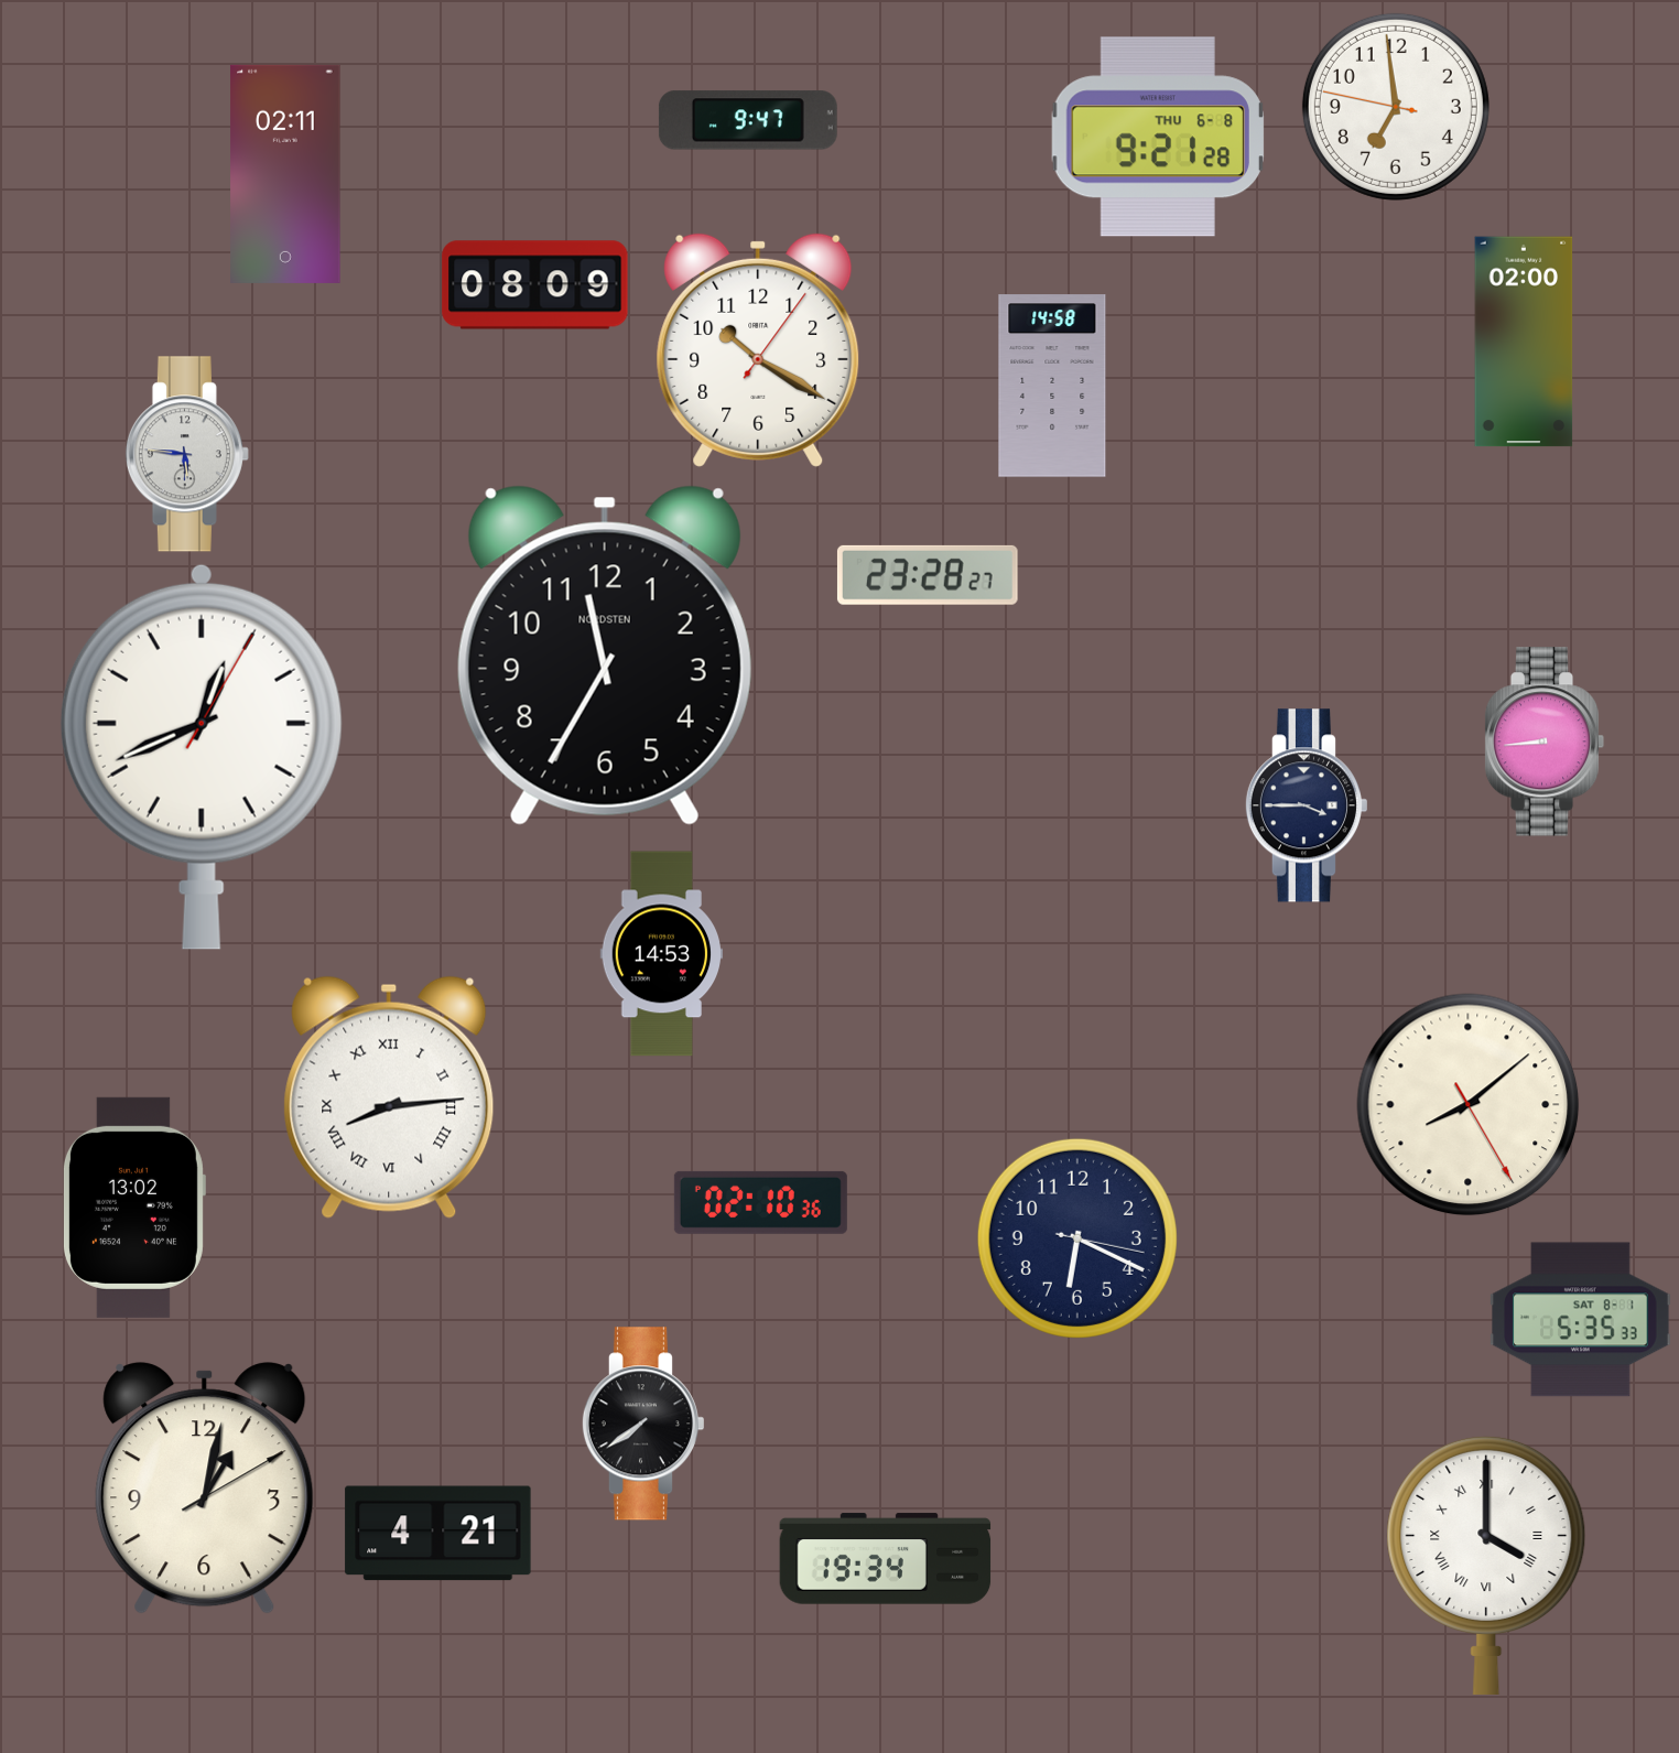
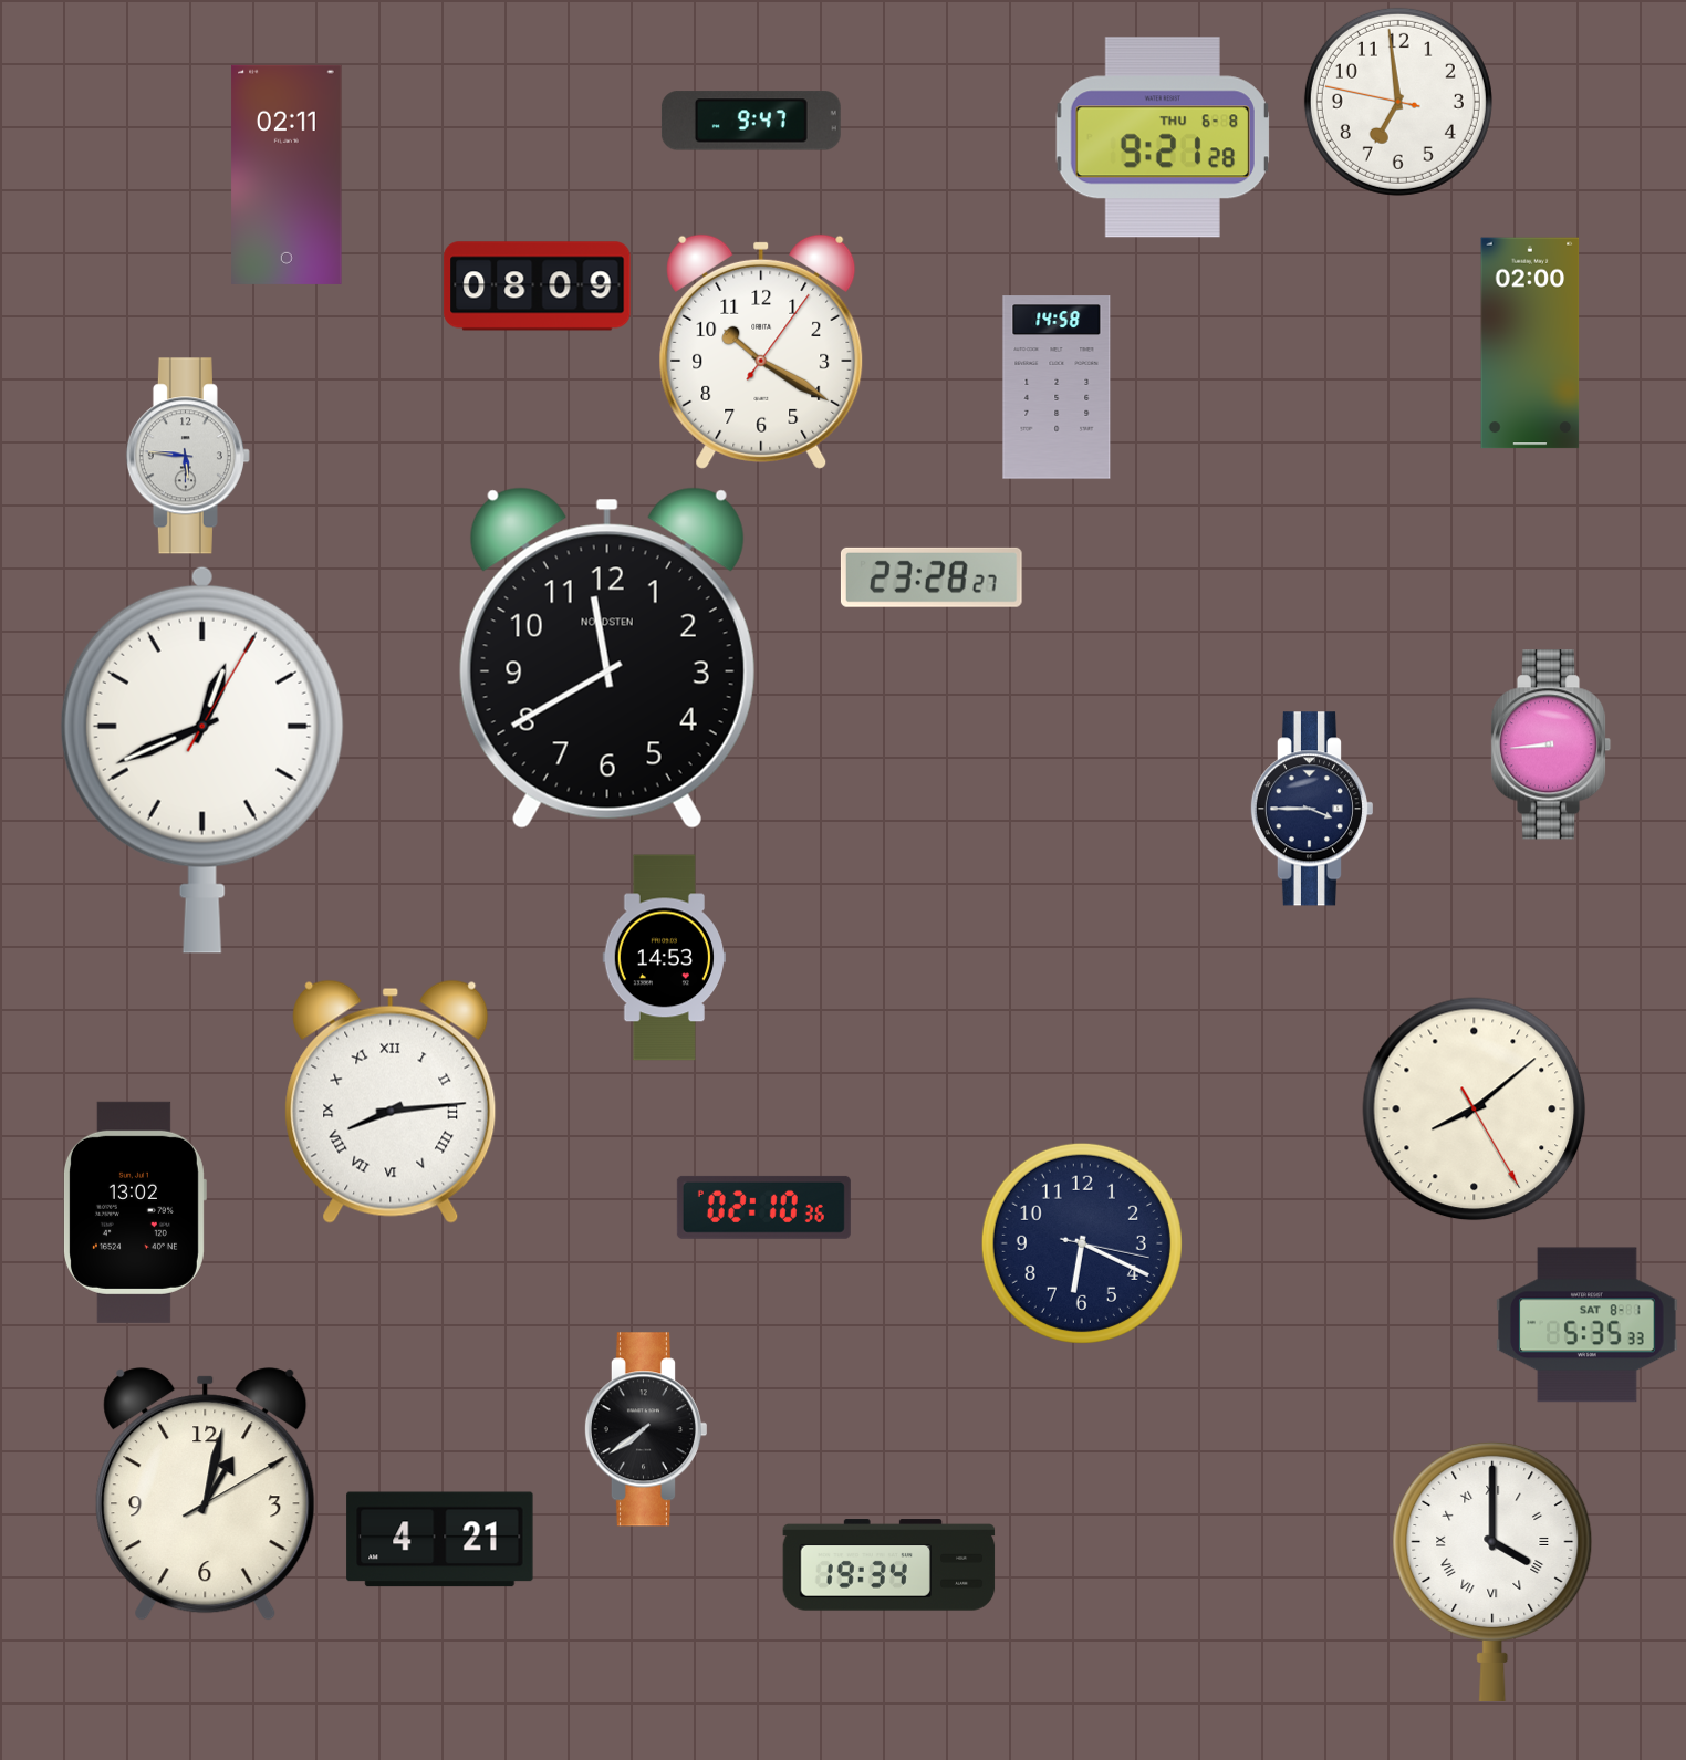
clock at (1396, 107) position: (1396, 107) -> (1398, 102)
clock at (605, 656): 11:35 -> 11:40
